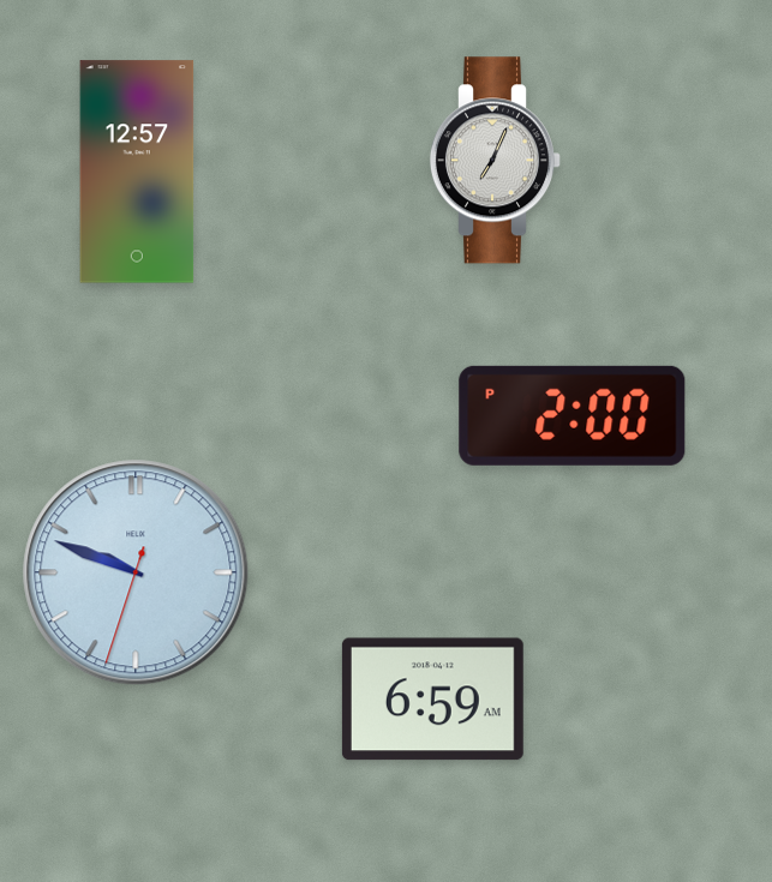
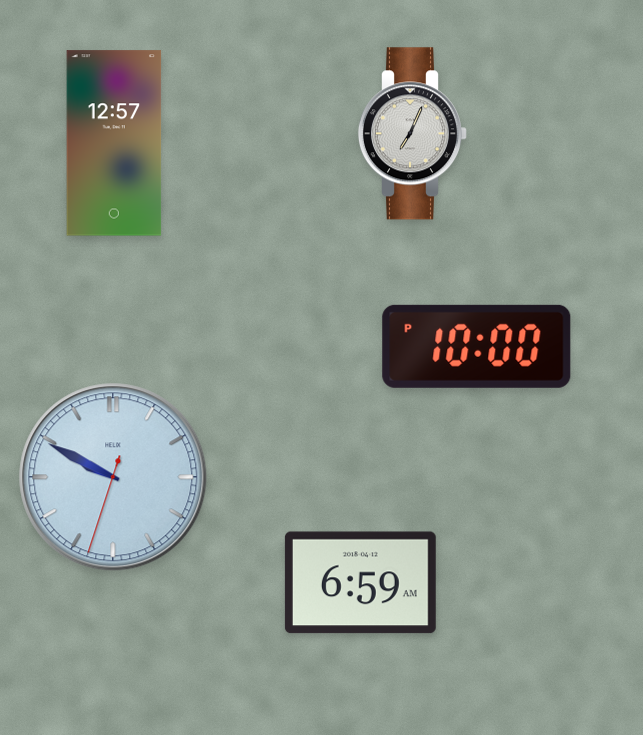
clock at (573, 415): 2:00 -> 10:00
clock at (136, 572): 9:48 -> 9:49
